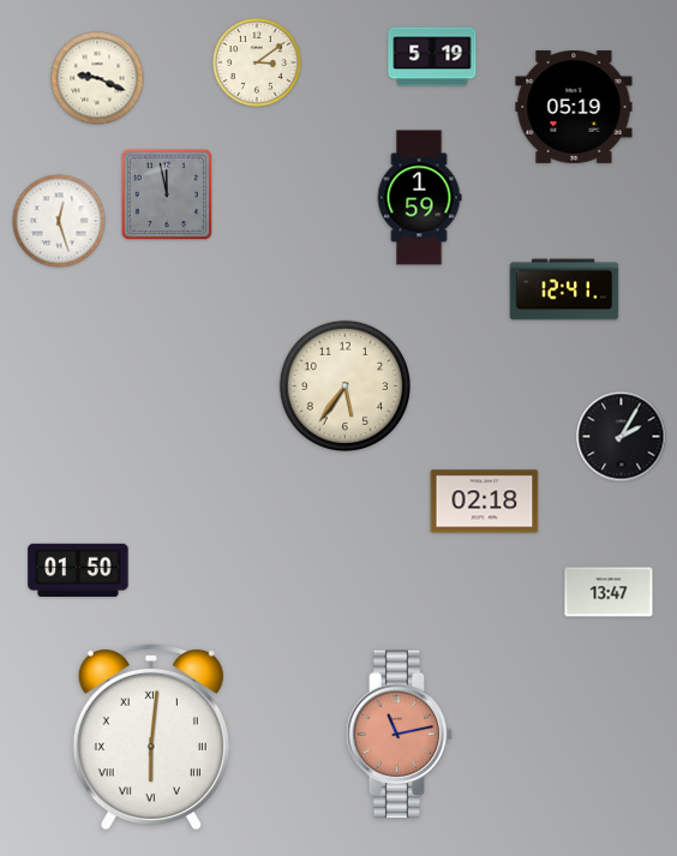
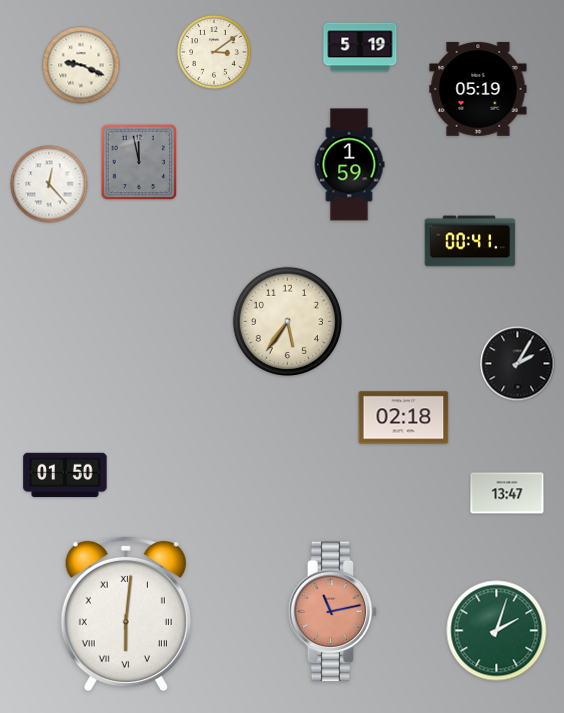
clock at (59, 221): 12:27 -> 12:23
clock at (564, 289): 12:41 -> 00:41
clock at (497, 631): none -> 2:03
